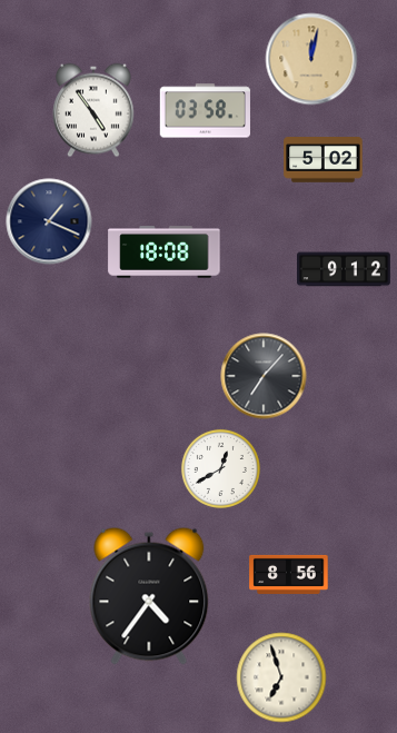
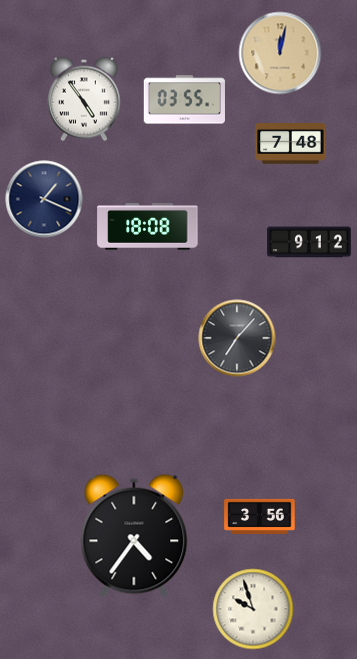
clock at (205, 111): 03:58 -> 03:55
clock at (324, 160): 5:02 -> 7:48
clock at (220, 468): 12:40 -> none
clock at (289, 574): 8:56 -> 3:56
clock at (281, 677): 6:57 -> 9:57
